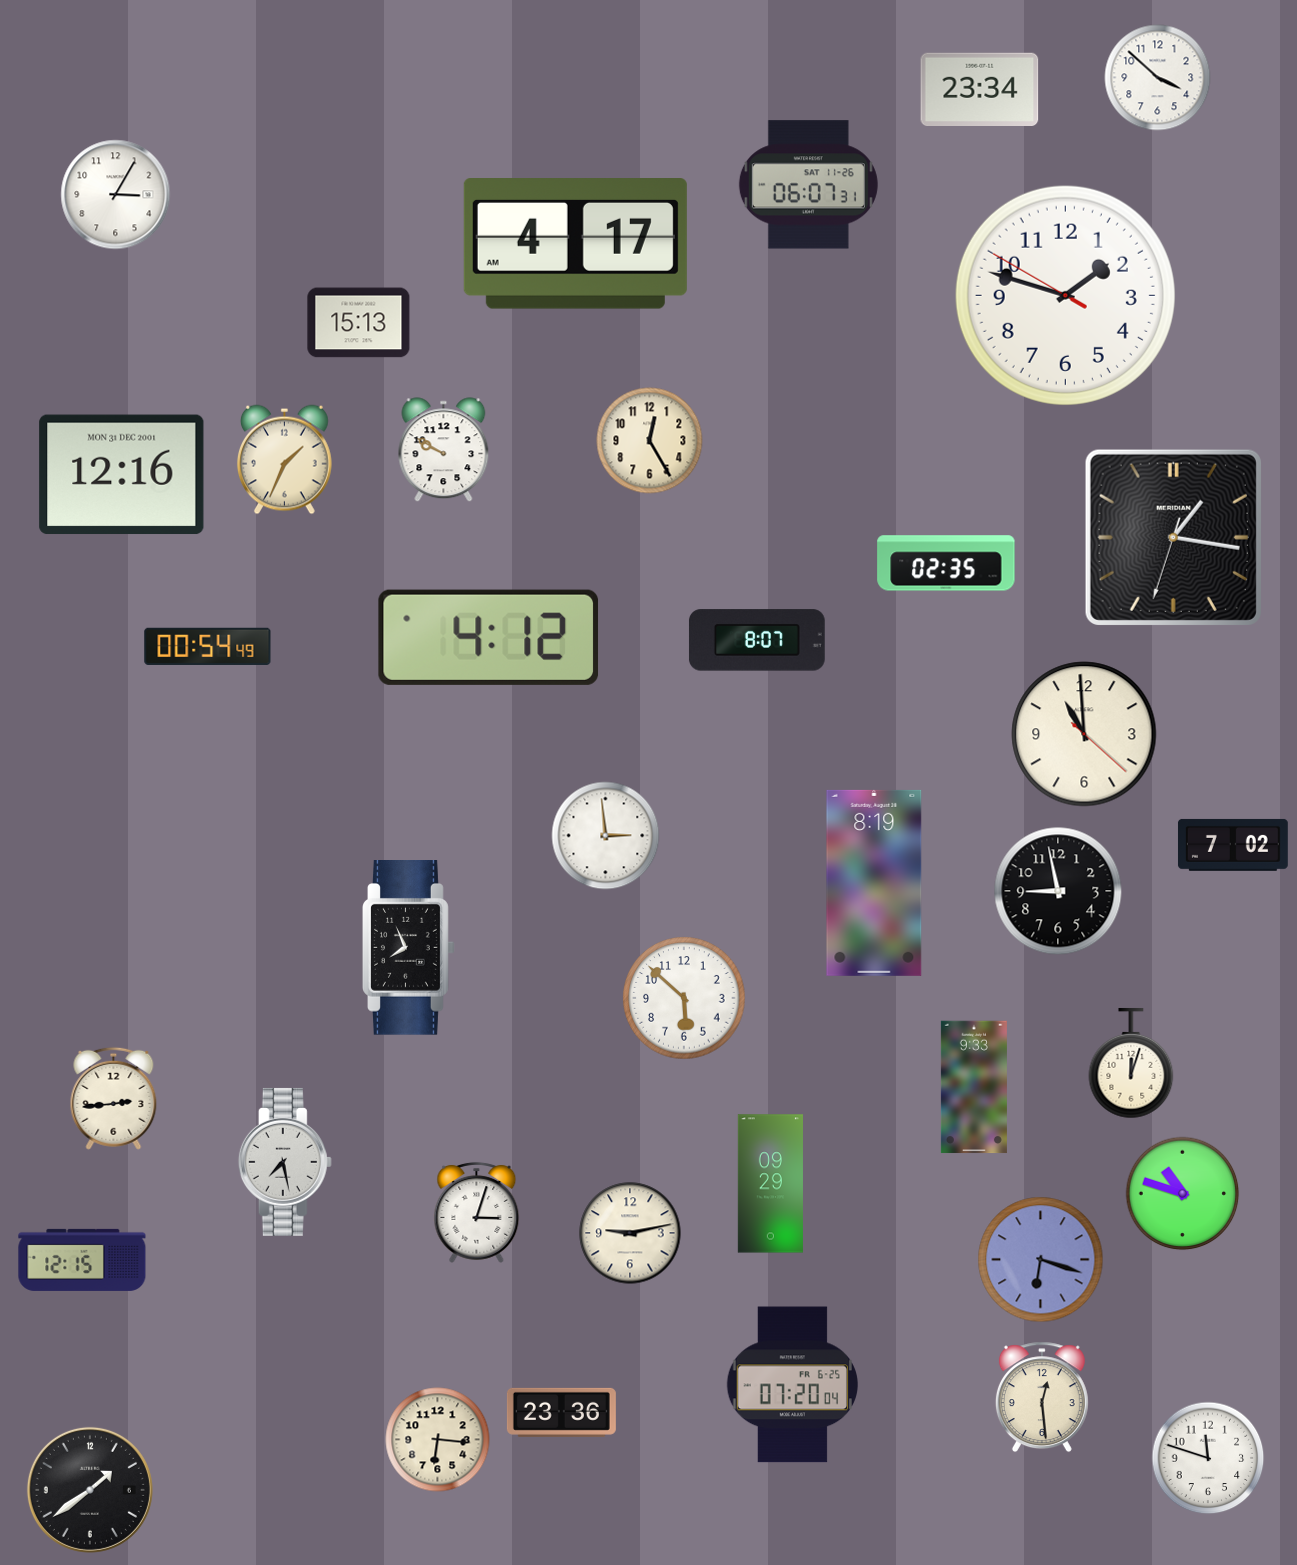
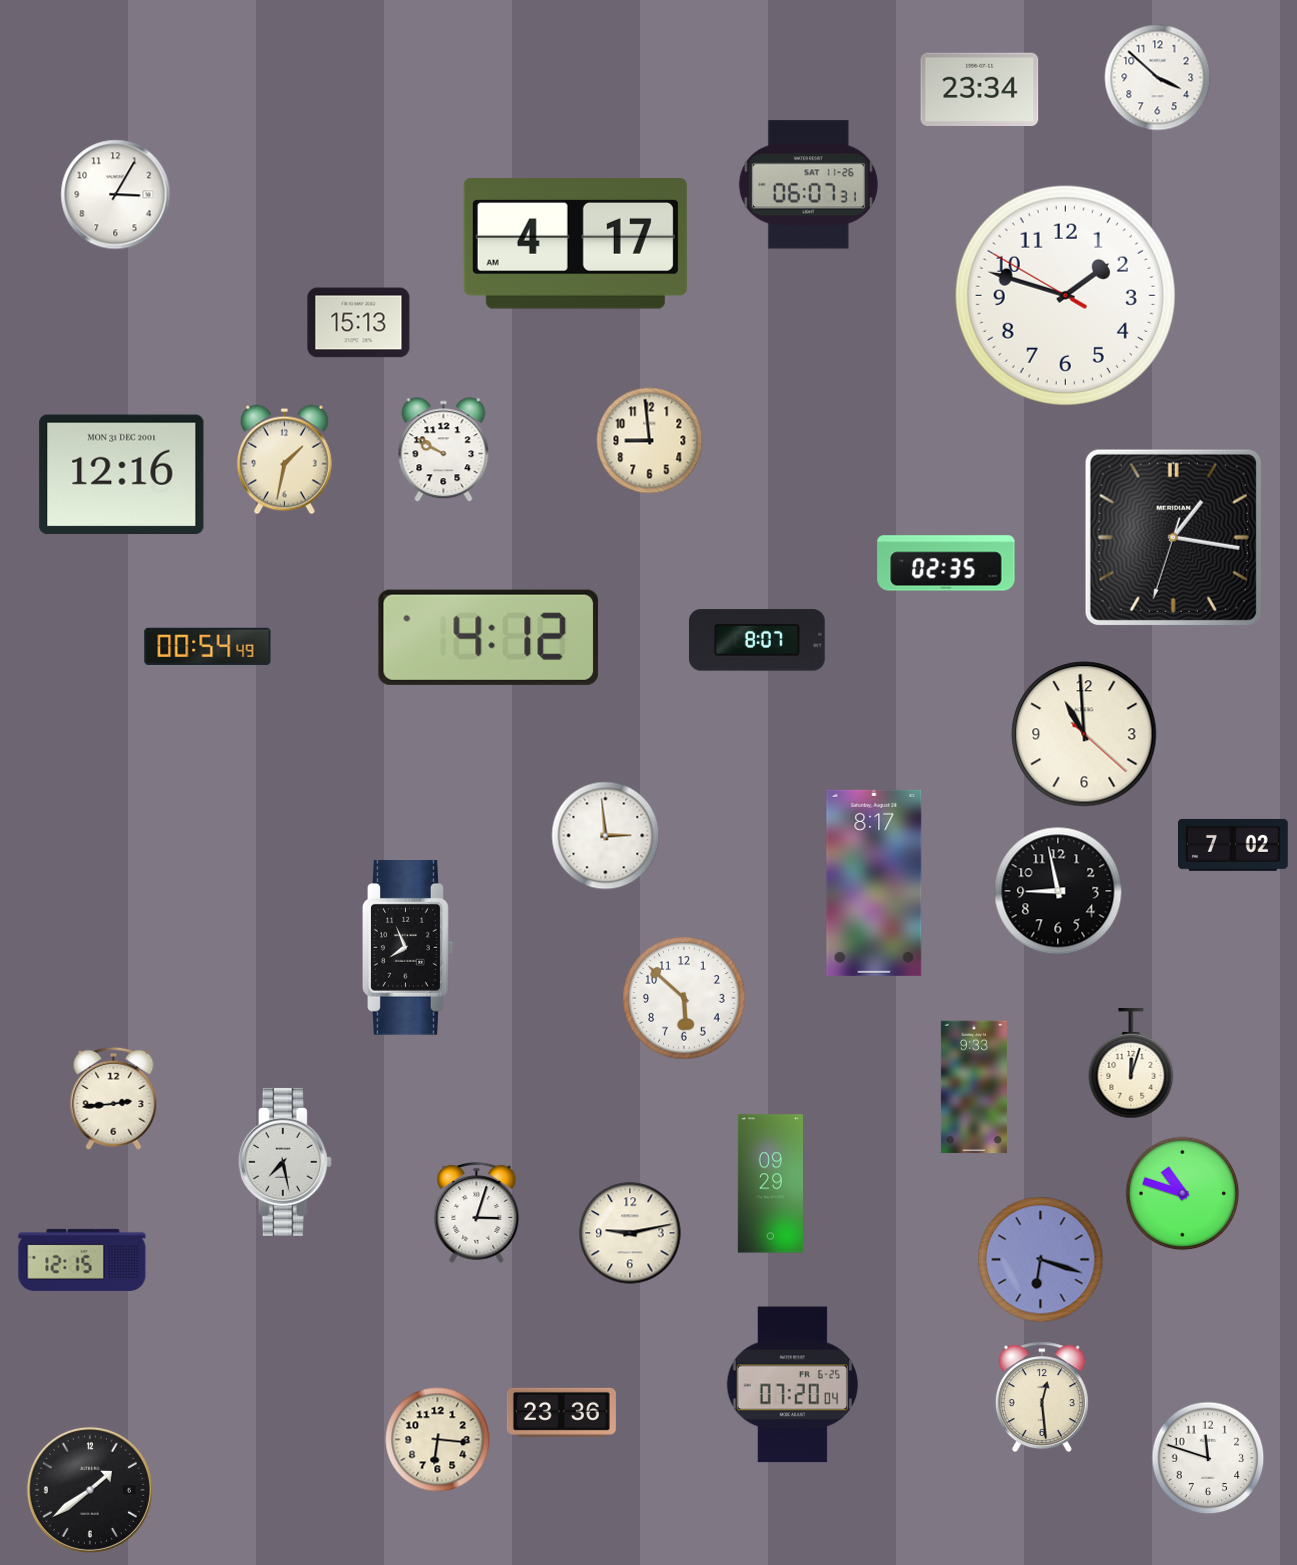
clock at (650, 441): 12:25 -> 8:59
clock at (284, 460): 1:34 -> 1:32
clock at (874, 883): 8:19 -> 8:17
